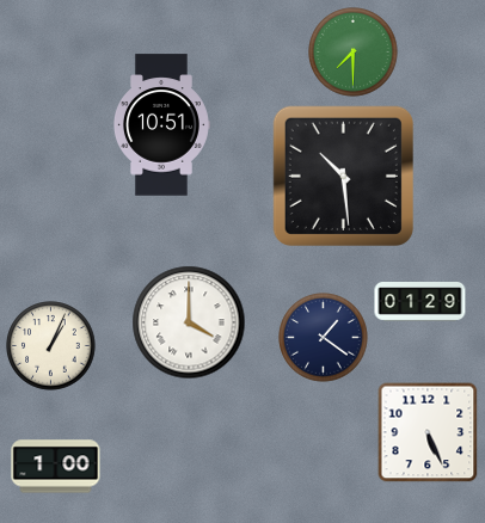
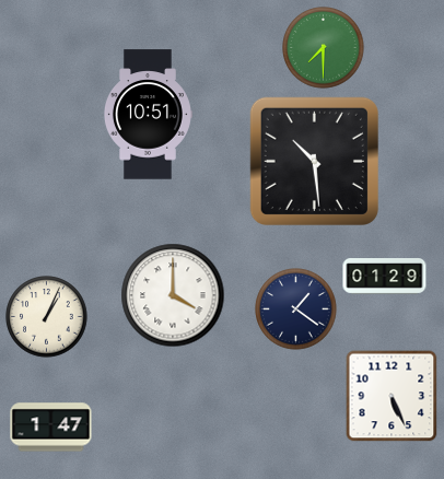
clock at (56, 467): 1:00 -> 1:47
